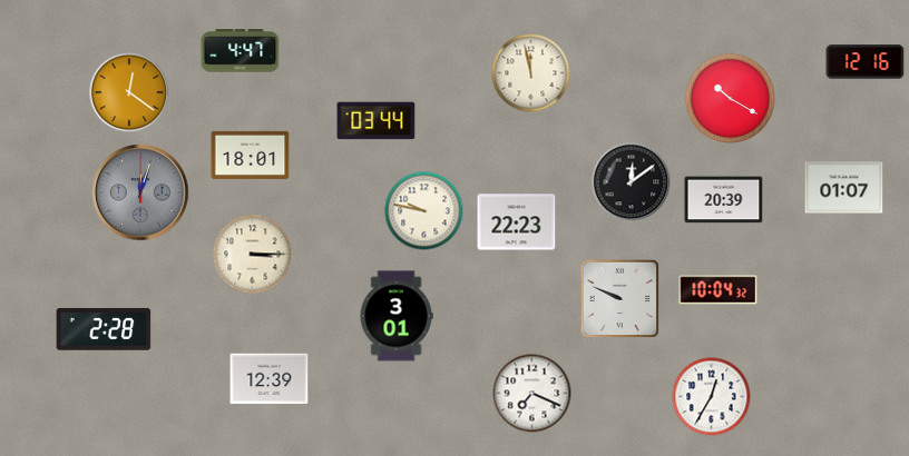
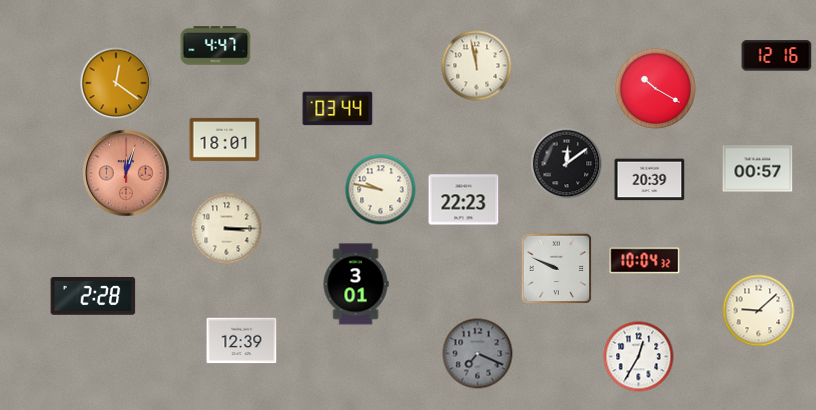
clock at (844, 188): 01:07 -> 00:57
clock at (140, 192) dial: grey -> salmon
clock at (759, 311): none -> 9:08
clock at (532, 394) dial: white -> grey
